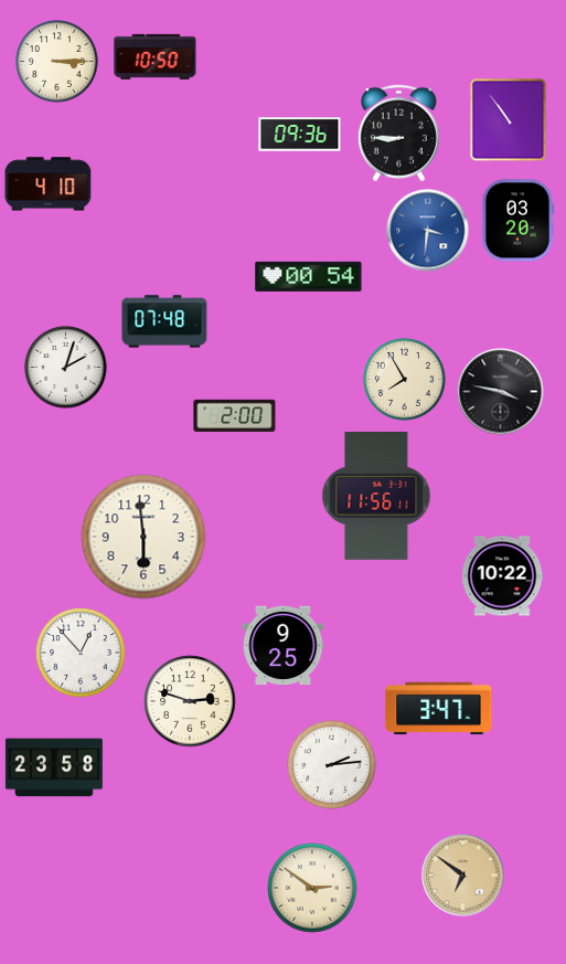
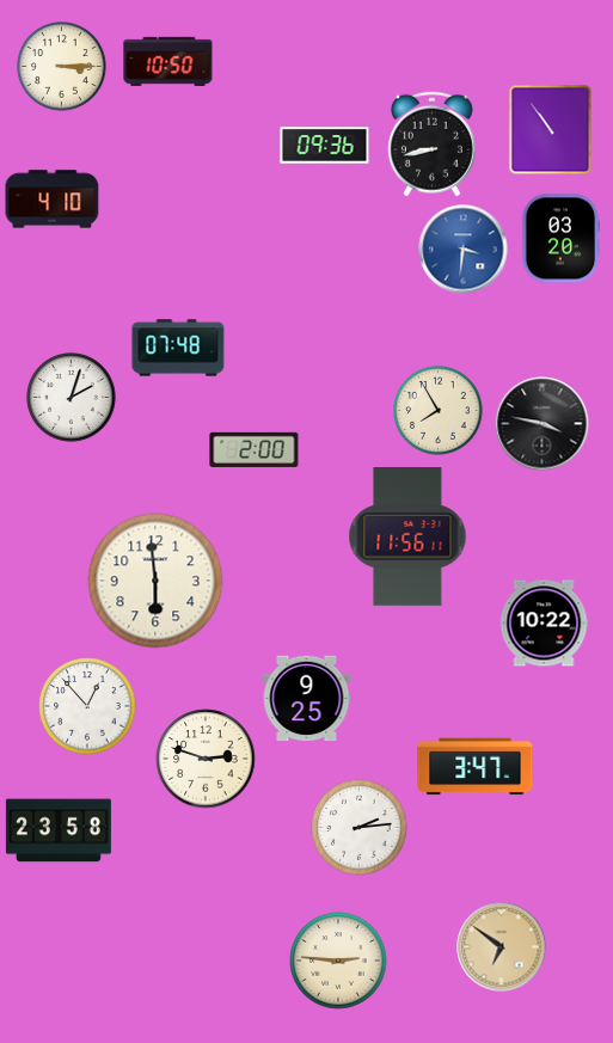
clock at (398, 134): 8:45 -> 8:43
clock at (309, 276): 00:54 -> none
clock at (312, 888): 2:51 -> 2:46
